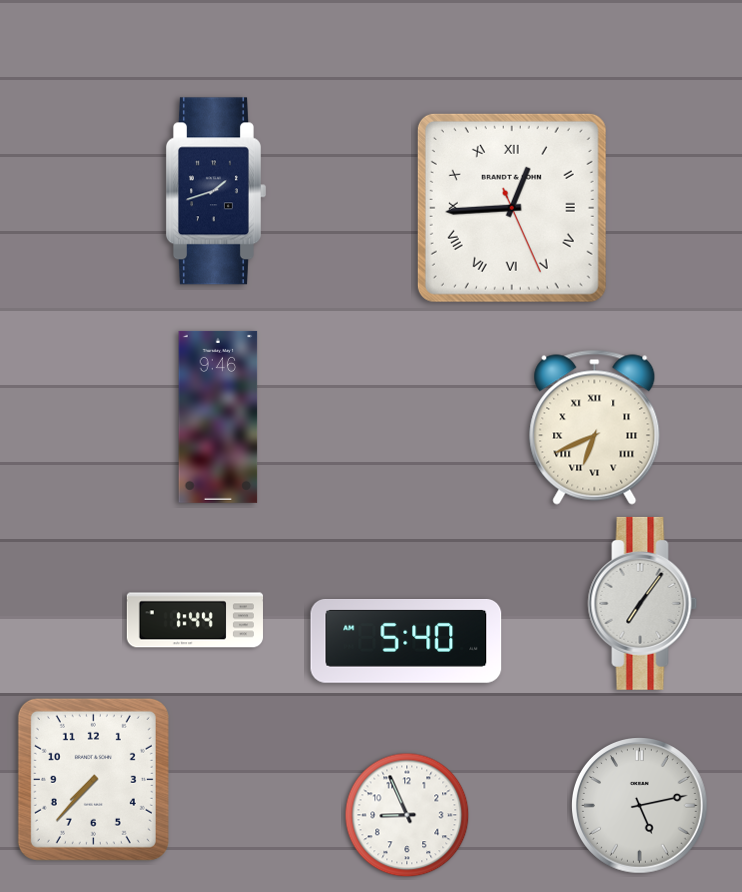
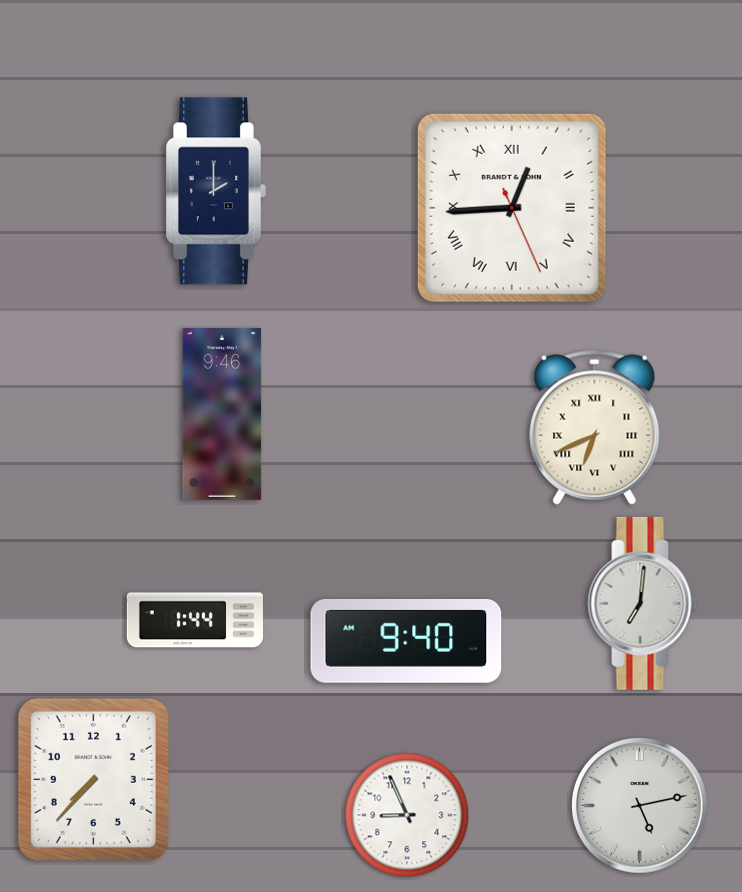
clock at (216, 191): 1:42 -> 2:00
clock at (218, 417) position: (218, 417) -> (222, 414)
clock at (643, 603): 7:06 -> 7:01
clock at (406, 642): 5:40 -> 9:40
